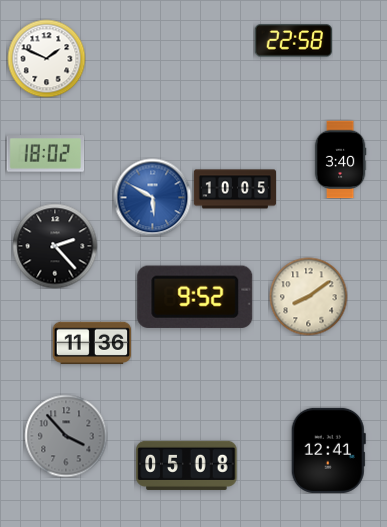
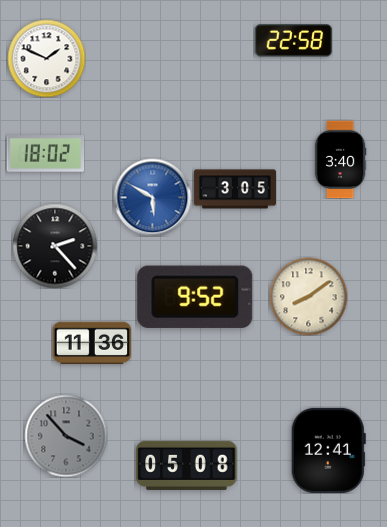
clock at (234, 189): 10:05 -> 3:05
